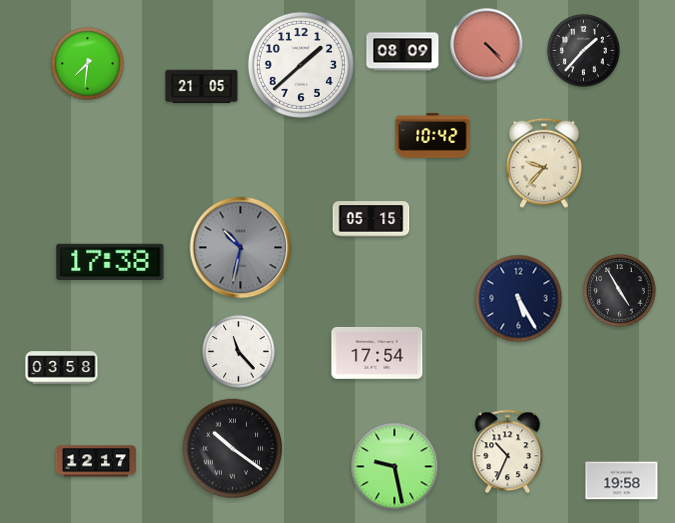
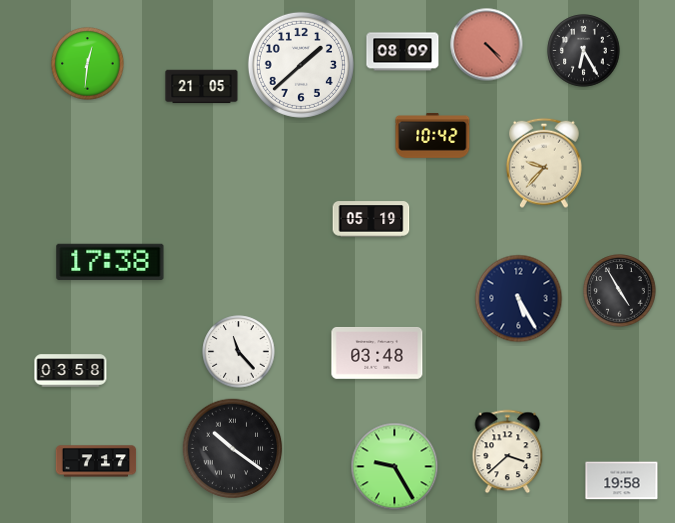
clock at (584, 51): 1:37 -> 6:25
clock at (88, 64): 7:31 -> 12:31
clock at (371, 219): 05:15 -> 05:19
clock at (241, 248): 10:32 -> none
clock at (377, 353): 17:54 -> 03:48
clock at (62, 368) position: (62, 368) -> (71, 371)
clock at (508, 452): 10:34 -> 3:38
clock at (96, 461): 12:17 -> 7:17
clock at (395, 467): 9:28 -> 9:25
